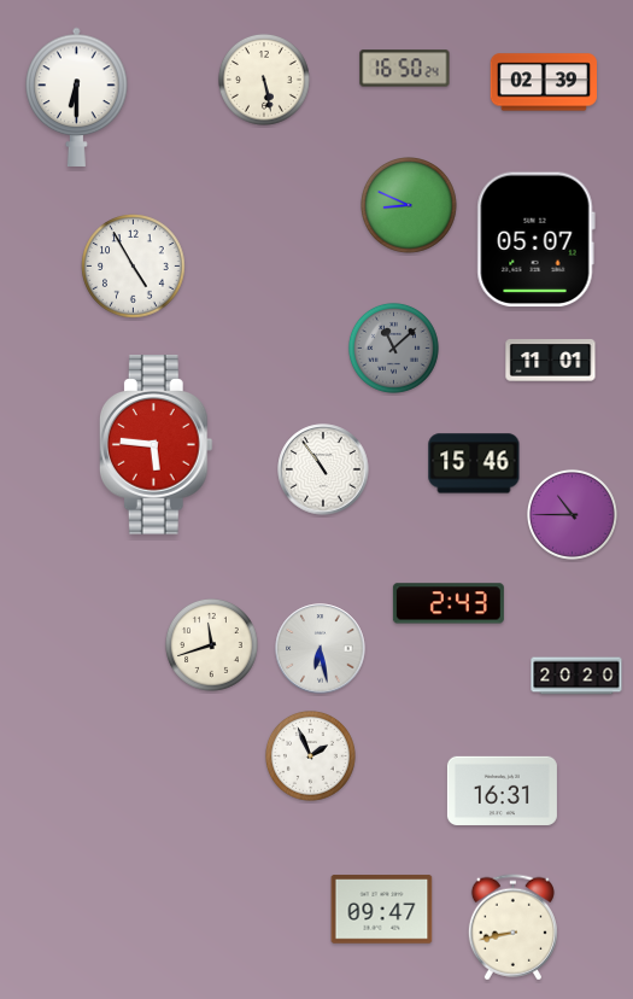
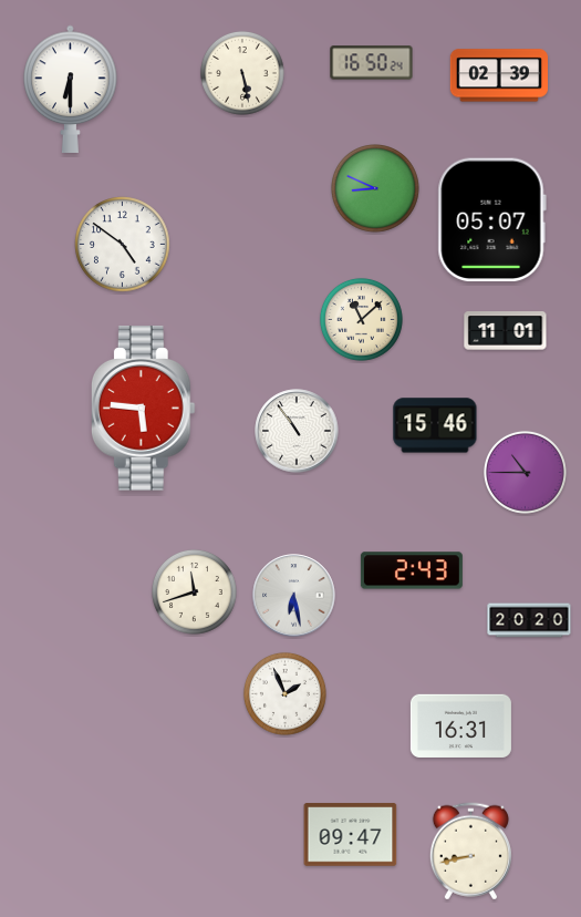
clock at (134, 267): 4:55 -> 4:51
clock at (393, 347) dial: grey -> cream
clock at (449, 603) position: (449, 603) -> (412, 570)
